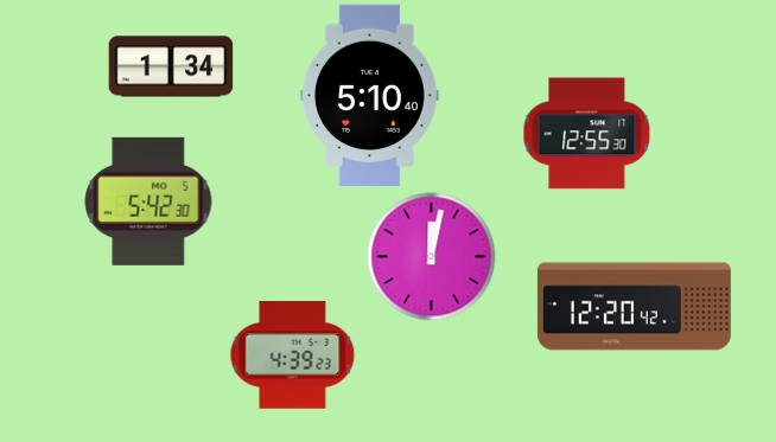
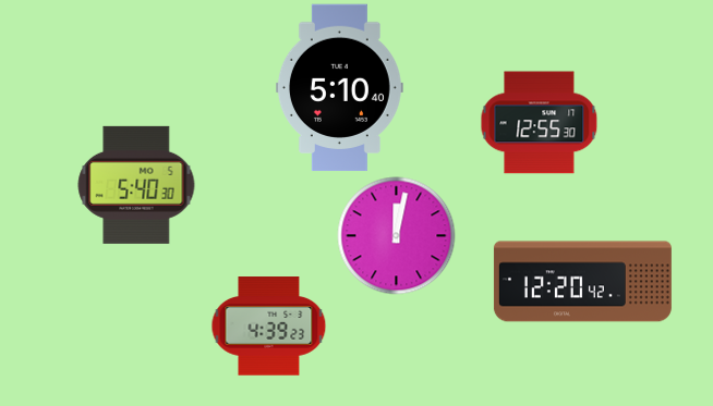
clock at (171, 66): 1:34 -> none
clock at (148, 201): 5:42 -> 5:40
